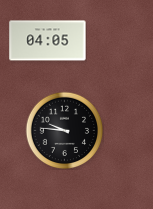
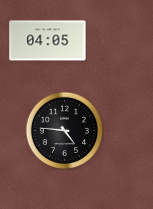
clock at (64, 130): 9:46 -> 4:46
